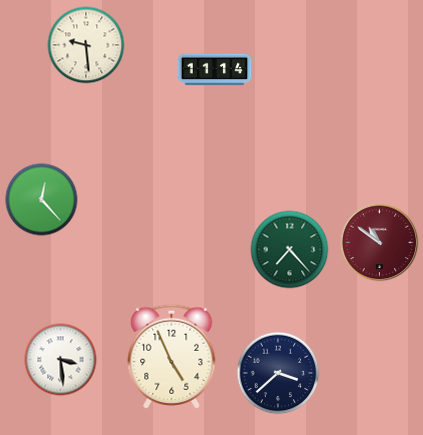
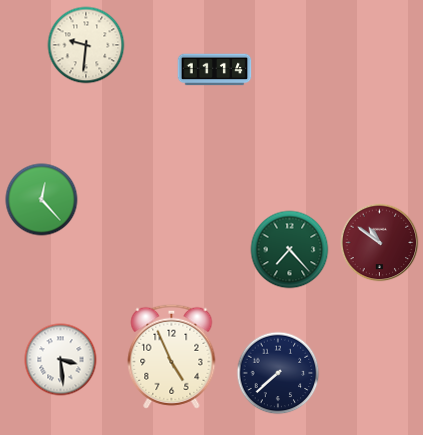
clock at (86, 45): 9:29 -> 9:31
clock at (278, 373): 3:38 -> 7:38
